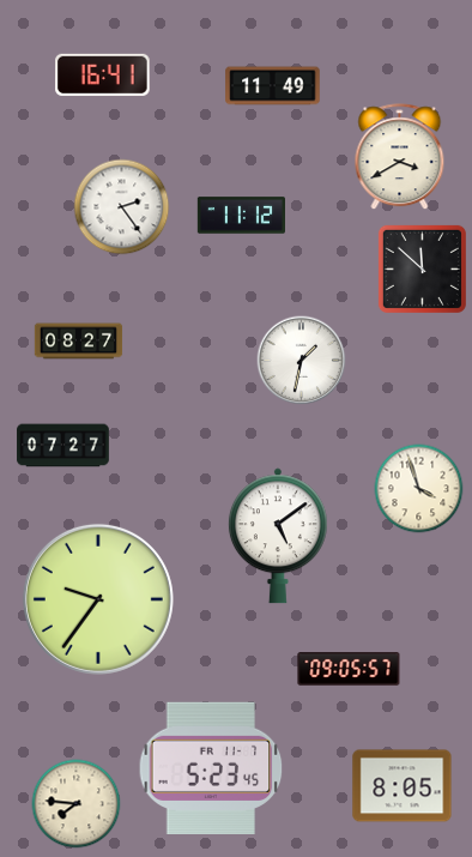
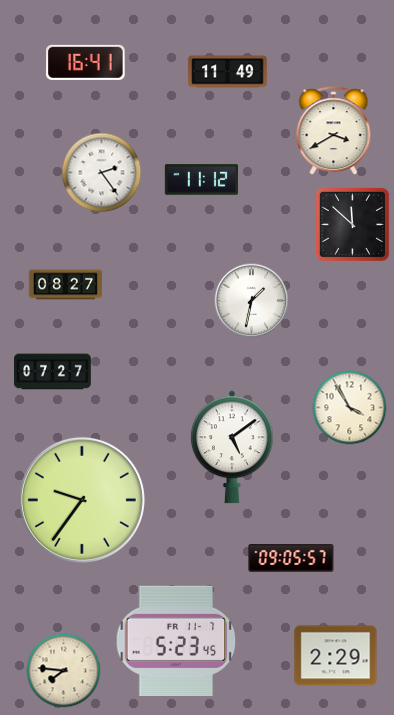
clock at (419, 489): 3:57 -> 3:55
clock at (403, 786): 8:05 -> 2:29
